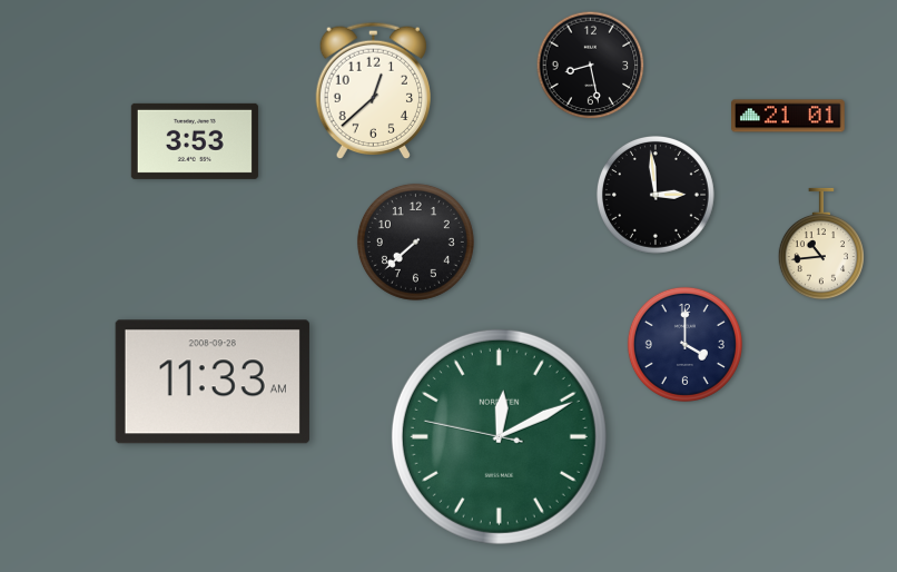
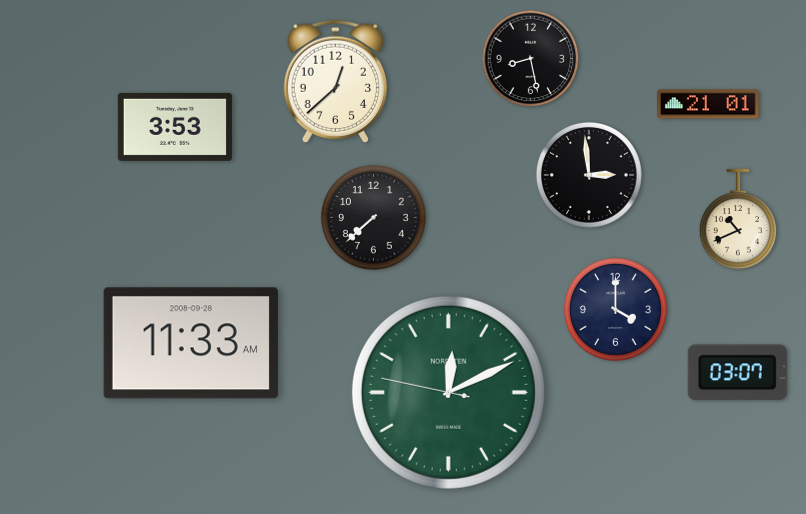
clock at (821, 244): 10:44 -> 10:41
clock at (737, 373): none -> 03:07
